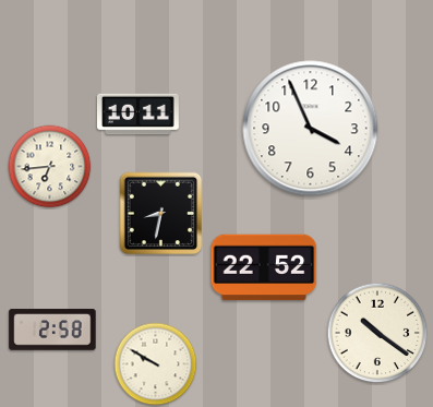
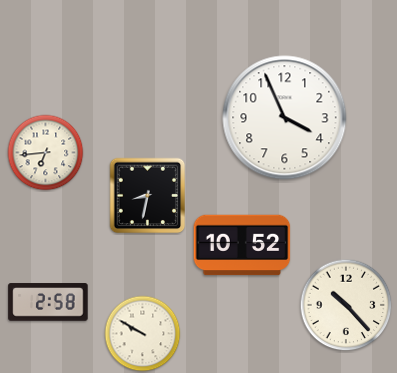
clock at (137, 115): 10:11 -> none
clock at (264, 267): 22:52 -> 10:52
clock at (377, 333): 10:21 -> 10:23
